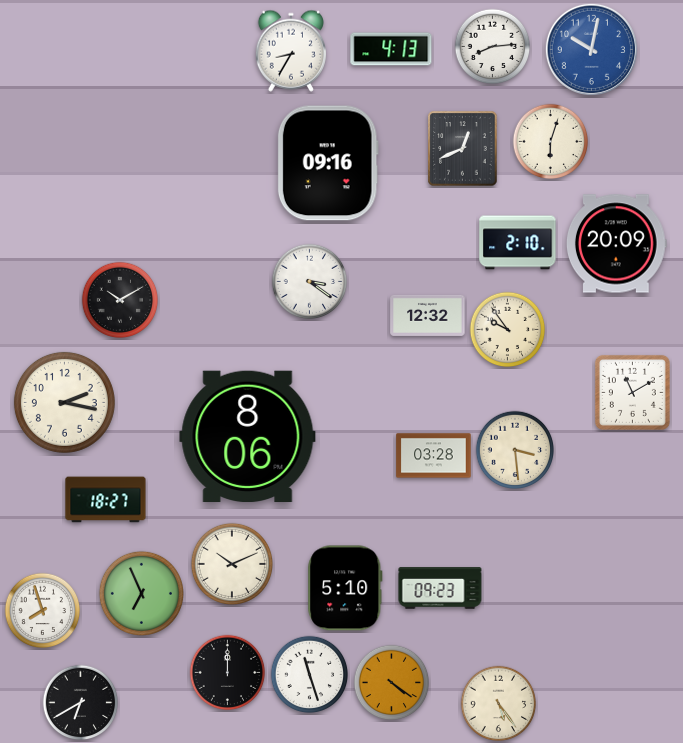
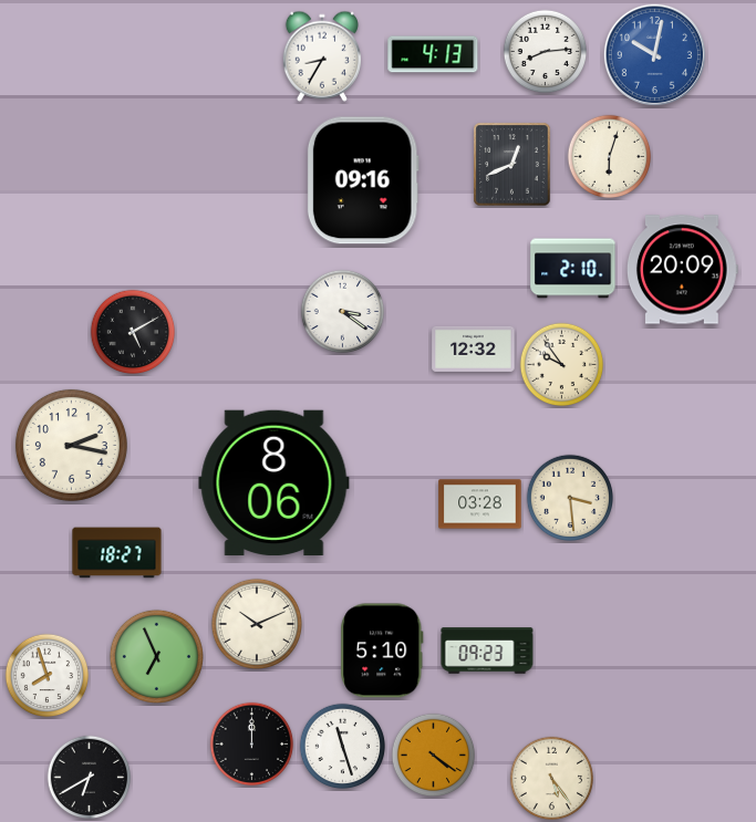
clock at (120, 300): 10:10 -> 5:10
clock at (632, 392): 11:10 -> none
